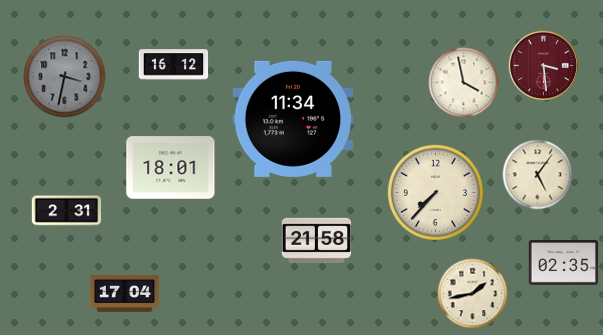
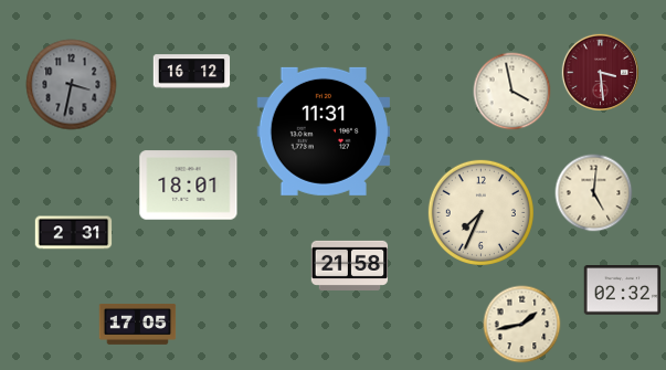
clock at (293, 119): 11:34 -> 11:31
clock at (538, 175): 5:06 -> 5:01
clock at (435, 192): 7:37 -> 7:34
clock at (564, 263): 02:35 -> 02:32
clock at (125, 294): 17:04 -> 17:05
